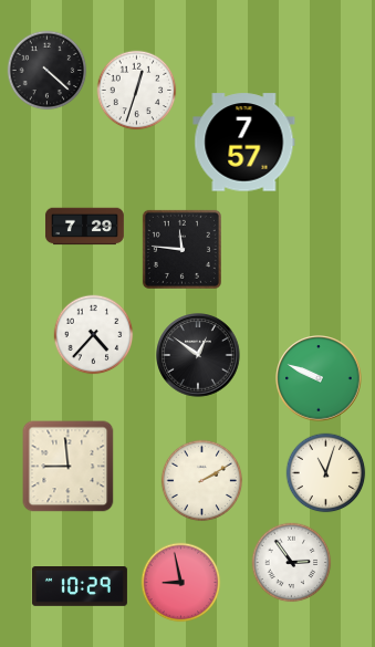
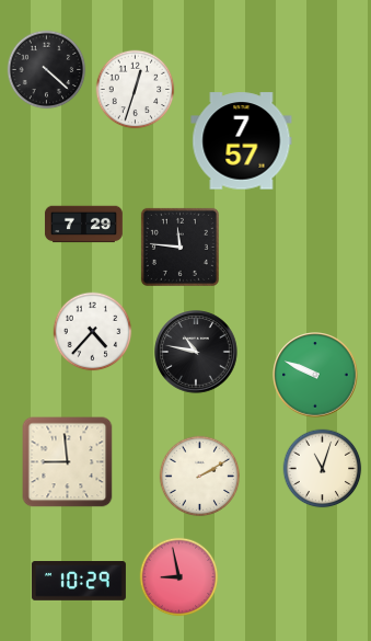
clock at (198, 355): 12:51 -> 10:47
clock at (292, 563): 2:54 -> none
